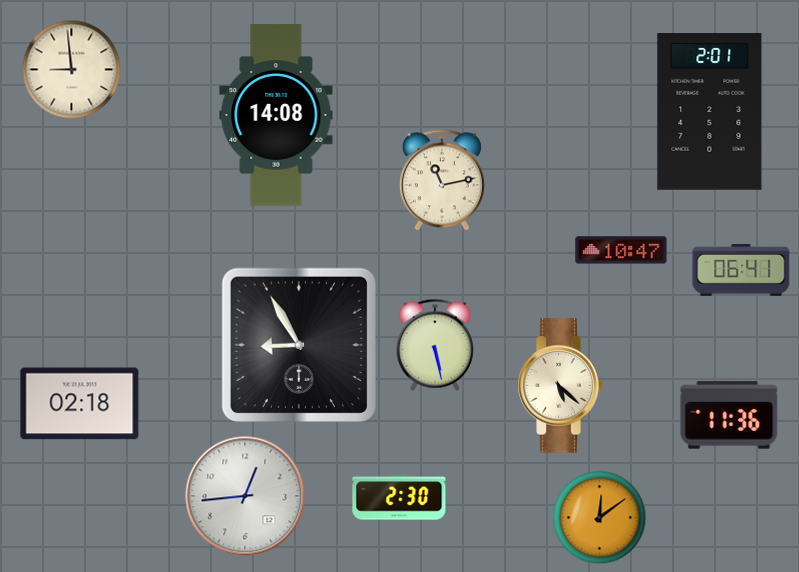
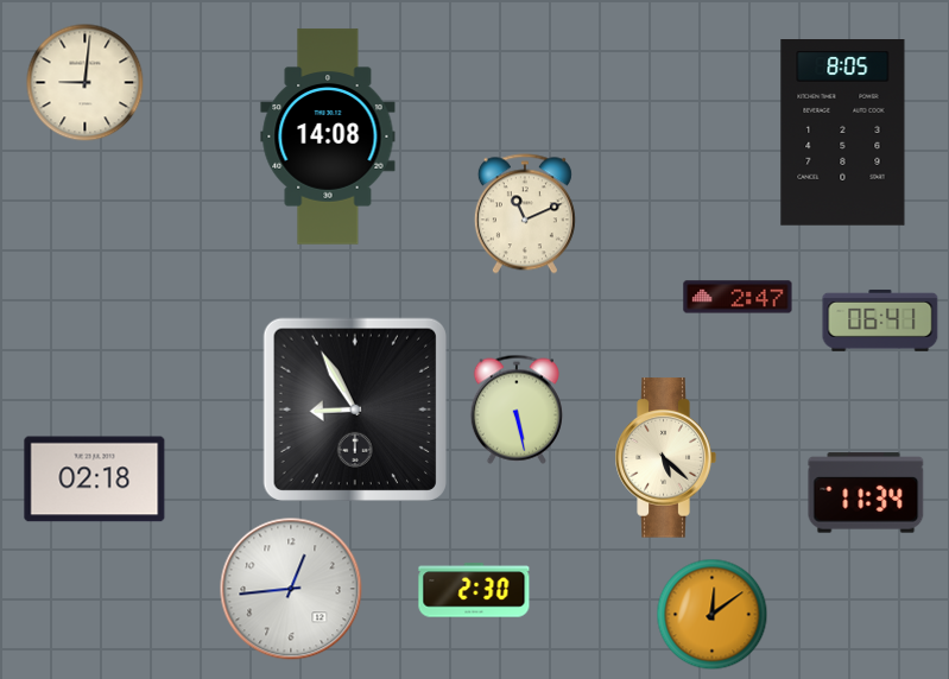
clock at (72, 70): 8:59 -> 9:01
clock at (710, 112): 2:01 -> 8:05
clock at (442, 180): 11:13 -> 11:11
clock at (621, 250): 10:47 -> 2:47
clock at (729, 415): 11:36 -> 11:34
